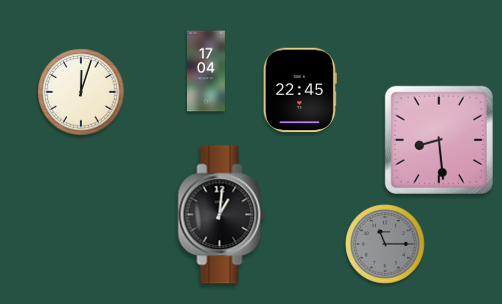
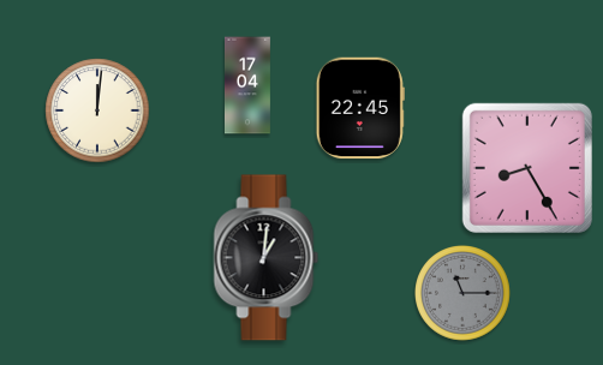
clock at (81, 92): 12:03 -> 12:01
clock at (439, 140): 8:29 -> 8:25
